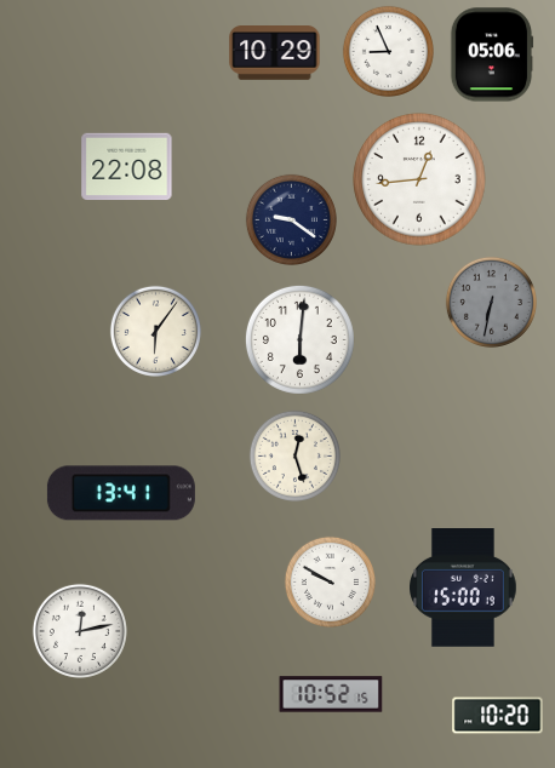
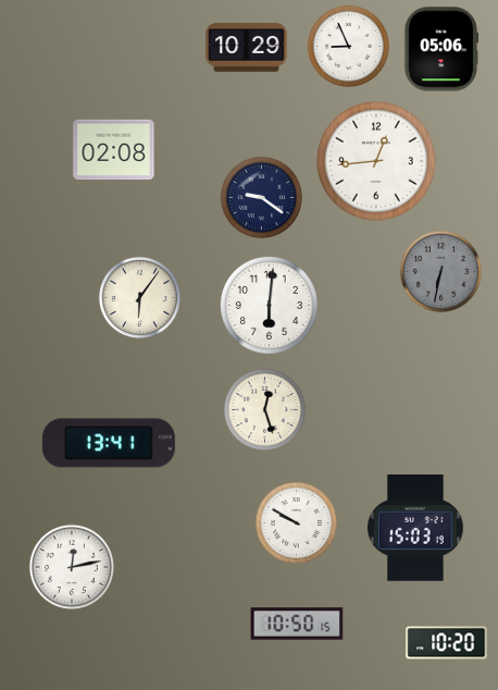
clock at (127, 167): 22:08 -> 02:08
clock at (464, 589): 15:00 -> 15:03
clock at (331, 694): 10:52 -> 10:50
